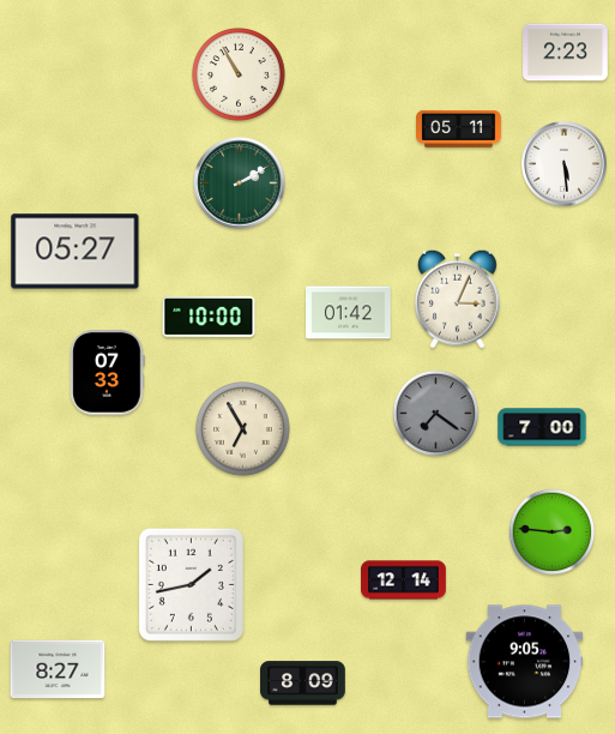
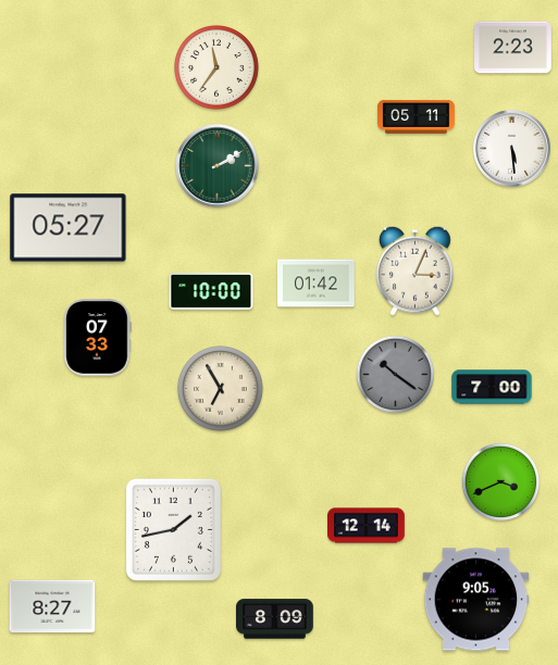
clock at (240, 76): 10:55 -> 11:36
clock at (209, 317) position: (209, 317) -> (211, 291)
clock at (436, 414): 7:21 -> 10:21
clock at (553, 533): 2:46 -> 3:41
